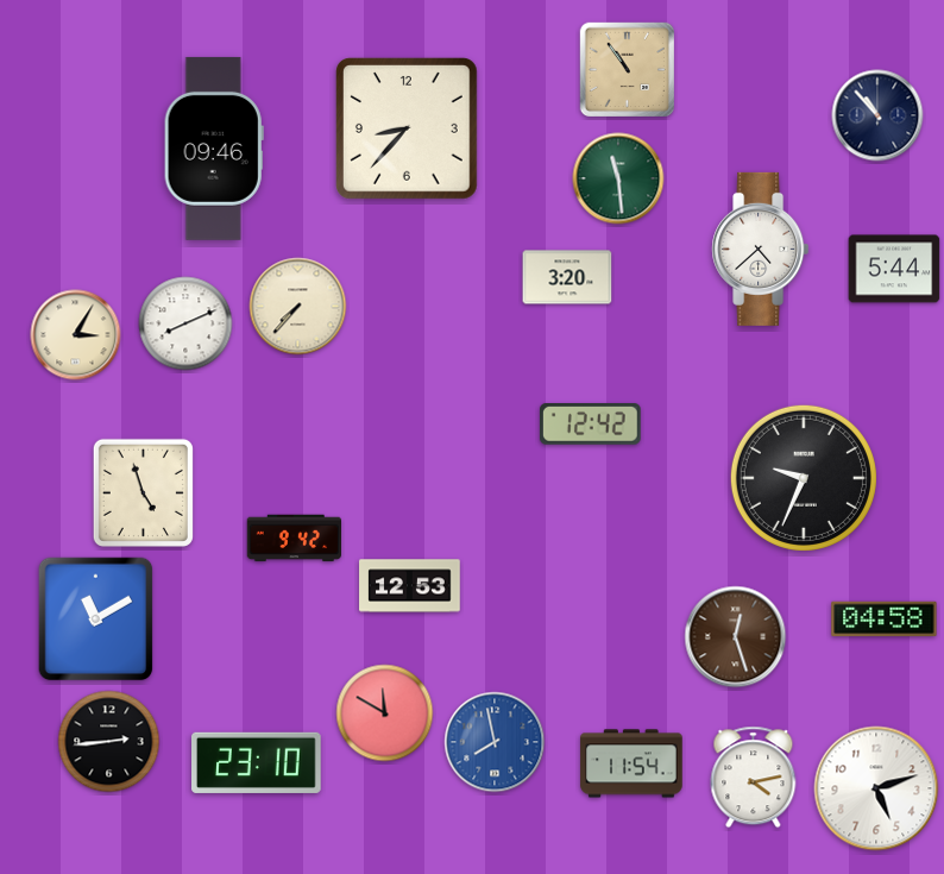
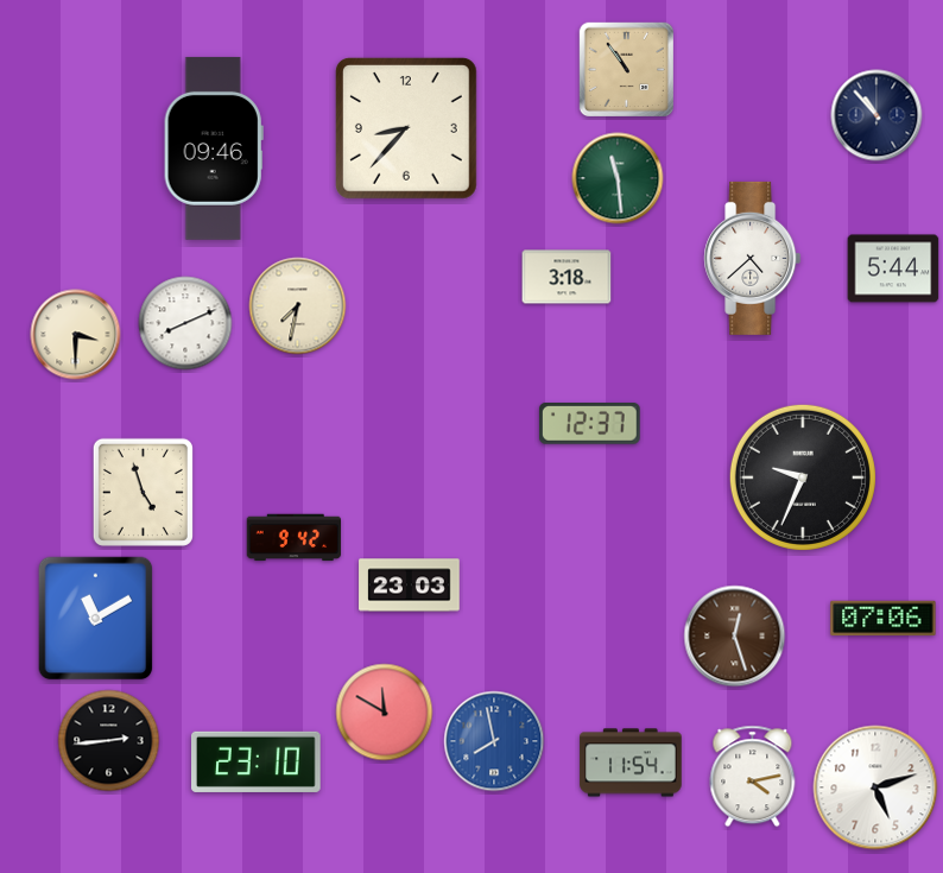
clock at (761, 249) position: (761, 249) -> (753, 258)
clock at (567, 277): 3:20 -> 3:18
clock at (298, 307): 7:37 -> 7:32
clock at (76, 335): 3:05 -> 3:30
clock at (590, 425): 12:42 -> 12:37
clock at (410, 586): 12:53 -> 23:03
clock at (885, 620): 04:58 -> 07:06
